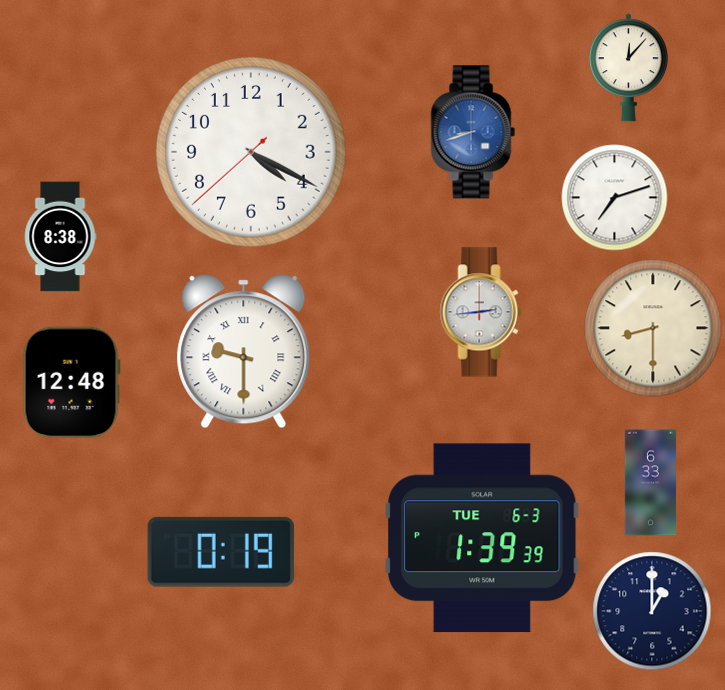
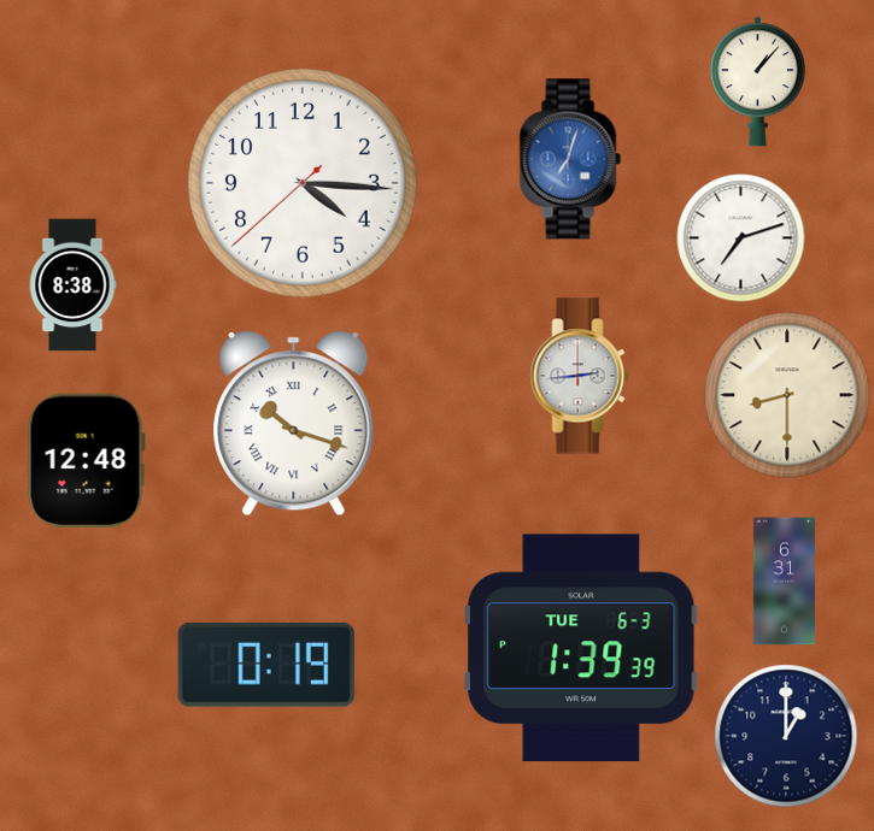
clock at (628, 68): 12:07 -> 1:07
clock at (473, 132): 8:42 -> 7:03
clock at (251, 152): 4:19 -> 4:15
clock at (244, 352): 9:30 -> 10:18
clock at (650, 483): 6:33 -> 6:31
